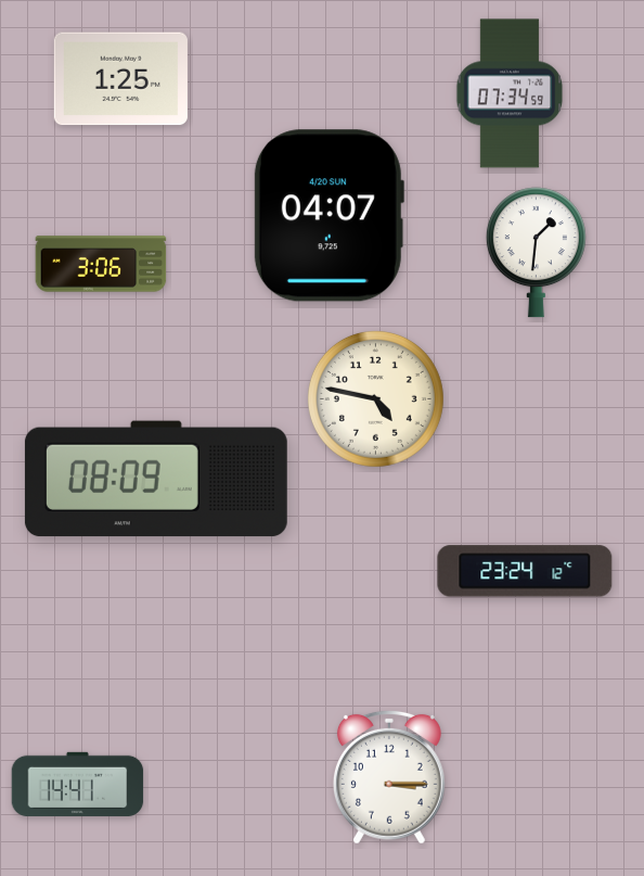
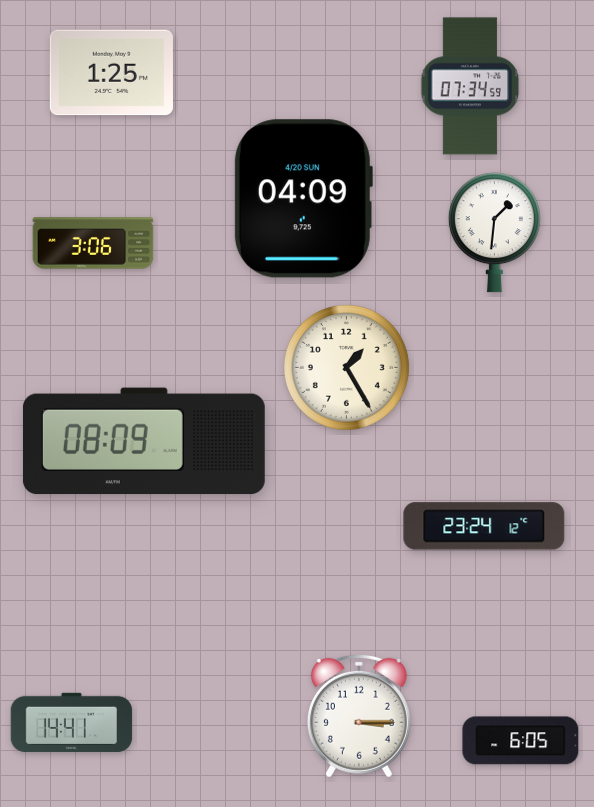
clock at (329, 216): 04:07 -> 04:09
clock at (375, 398): 4:47 -> 1:25
clock at (521, 741): none -> 6:05
